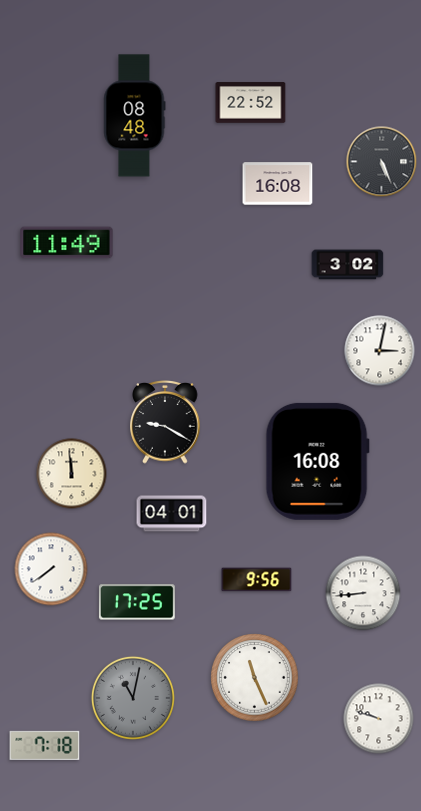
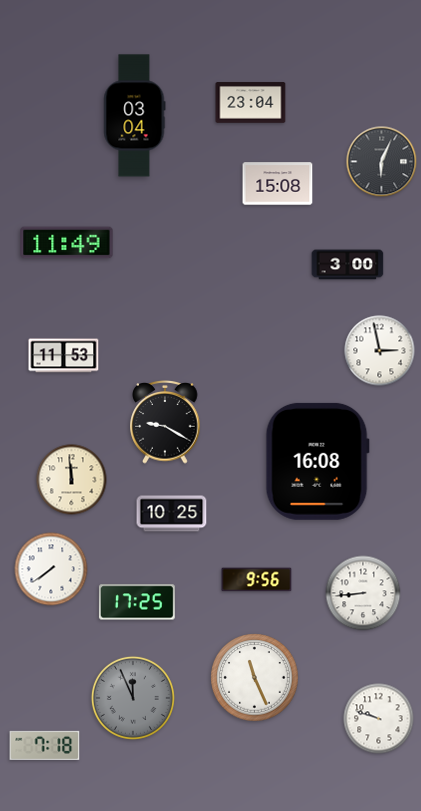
clock at (251, 103): 22:52 -> 23:04
clock at (135, 116): 08:48 -> 03:04
clock at (382, 162): 5:26 -> 6:04
clock at (278, 184): 16:08 -> 15:08
clock at (348, 265): 3:02 -> 3:00
clock at (380, 351): 3:02 -> 2:58
clock at (64, 356): none -> 11:53
clock at (72, 474) position: (72, 474) -> (72, 480)
clock at (172, 514): 04:01 -> 10:25
clock at (133, 698): 11:02 -> 11:56
